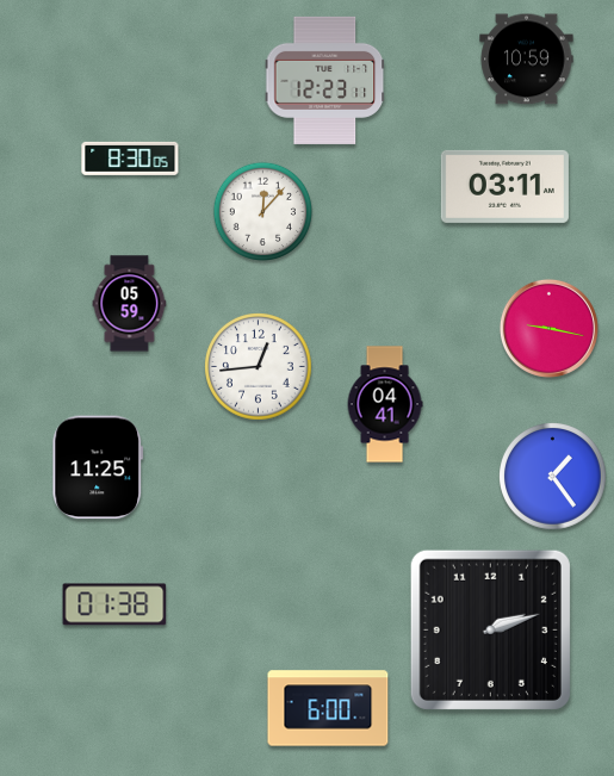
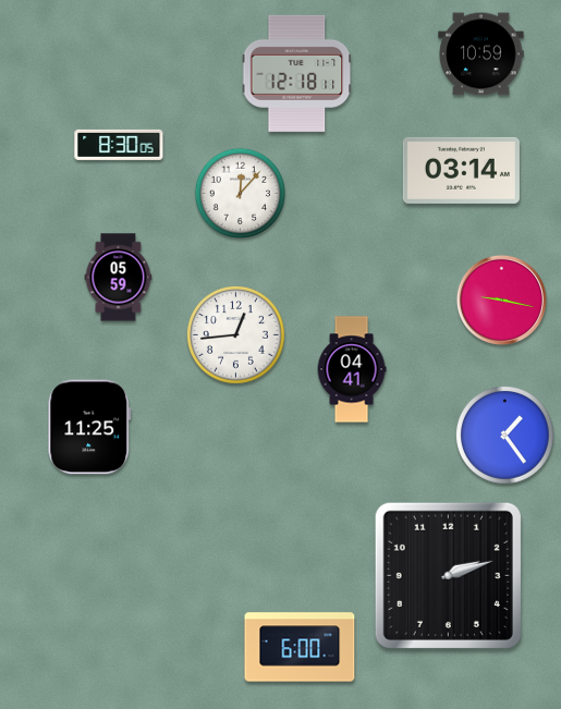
clock at (325, 80): 12:23 -> 12:18
clock at (504, 186): 03:11 -> 03:14
clock at (114, 604): 01:38 -> none
